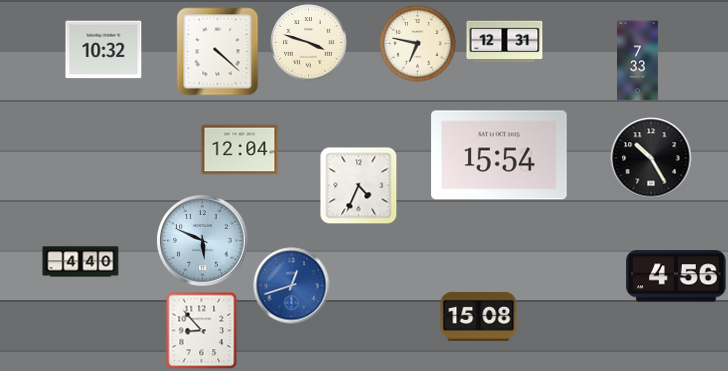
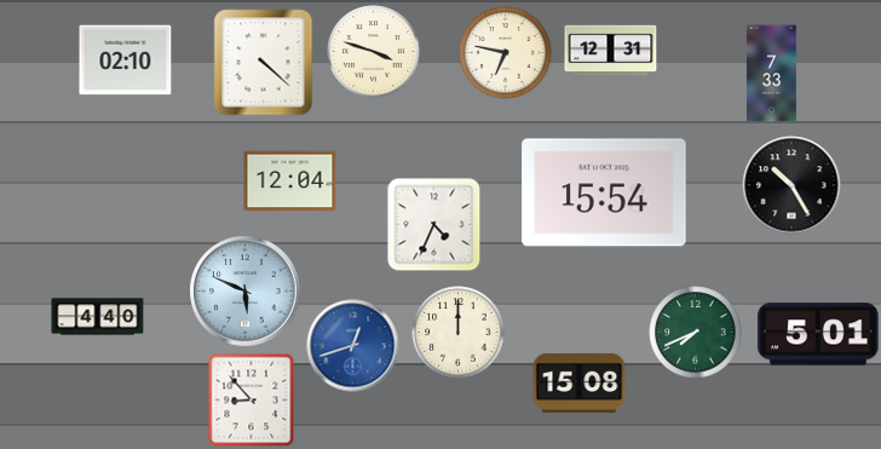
clock at (104, 50): 10:32 -> 02:10
clock at (499, 155) position: (499, 155) -> (604, 192)
clock at (651, 158) position: (651, 158) -> (791, 185)
clock at (459, 333): none -> 12:00
clock at (696, 333): none -> 7:41
clock at (676, 276): 4:56 -> 5:01
clock at (202, 330) position: (202, 330) -> (252, 399)
